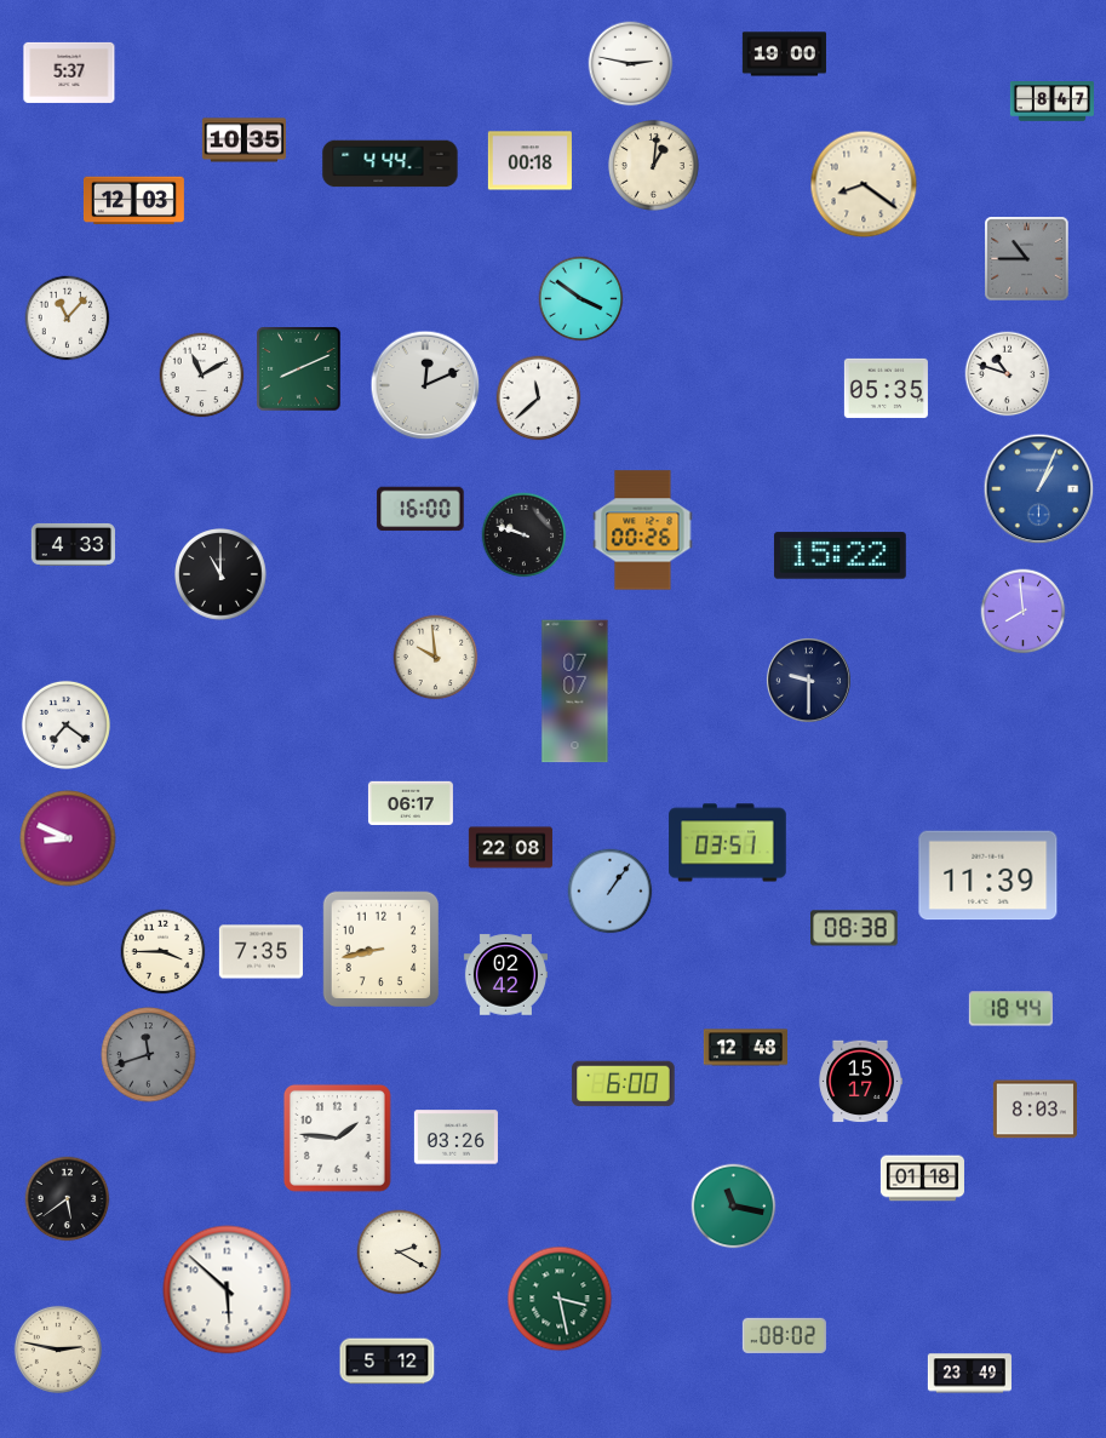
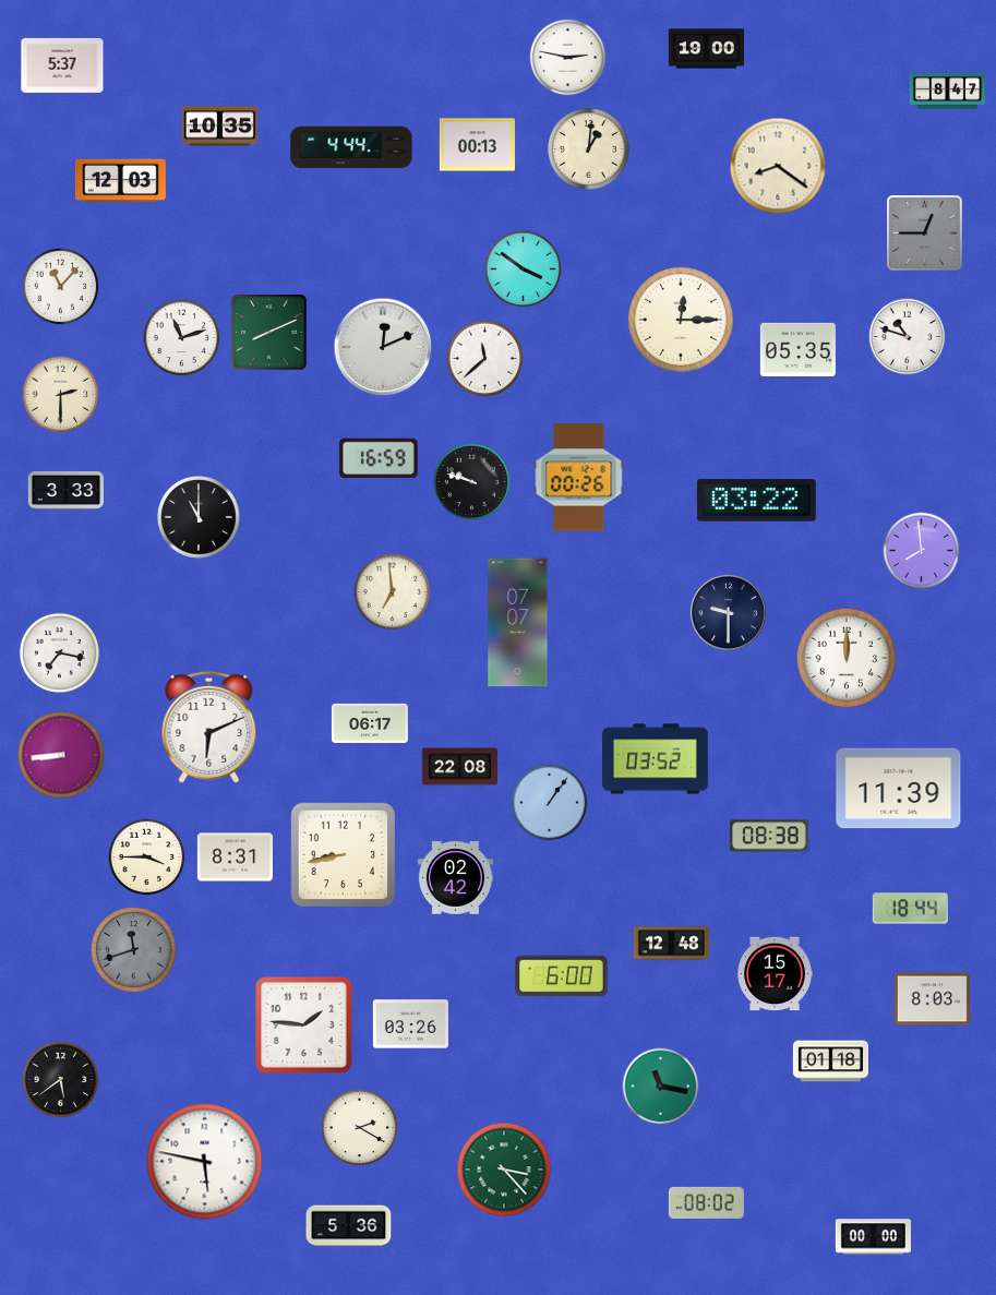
clock at (529, 161): 00:18 -> 00:13
clock at (1027, 259): 10:45 -> 12:45
clock at (682, 321): none -> 12:15
clock at (202, 376): 11:10 -> 11:12
clock at (61, 395): none -> 2:30
clock at (1039, 489): 1:04 -> none
clock at (420, 509): 16:00 -> 16:59
clock at (73, 544): 4:33 -> 3:33
clock at (839, 556): 15:22 -> 03:22
clock at (436, 658): 9:59 -> 6:59
clock at (65, 724): 7:21 -> 7:17
clock at (847, 658): none -> 12:00
clock at (209, 727): none -> 6:11
clock at (68, 838): 8:49 -> 8:44
clock at (728, 843): 03:51 -> 03:52
clock at (510, 848) position: (510, 848) -> (459, 767)
clock at (988, 876) position: (988, 876) -> (899, 789)
clock at (260, 952): 7:35 -> 8:31
clock at (228, 1290): 5:52 -> 5:47
clock at (560, 1299): 3:28 -> 3:23
clock at (57, 1348): 2:47 -> none
clock at (388, 1362): 5:12 -> 5:36
clock at (969, 1374): 23:49 -> 00:00
